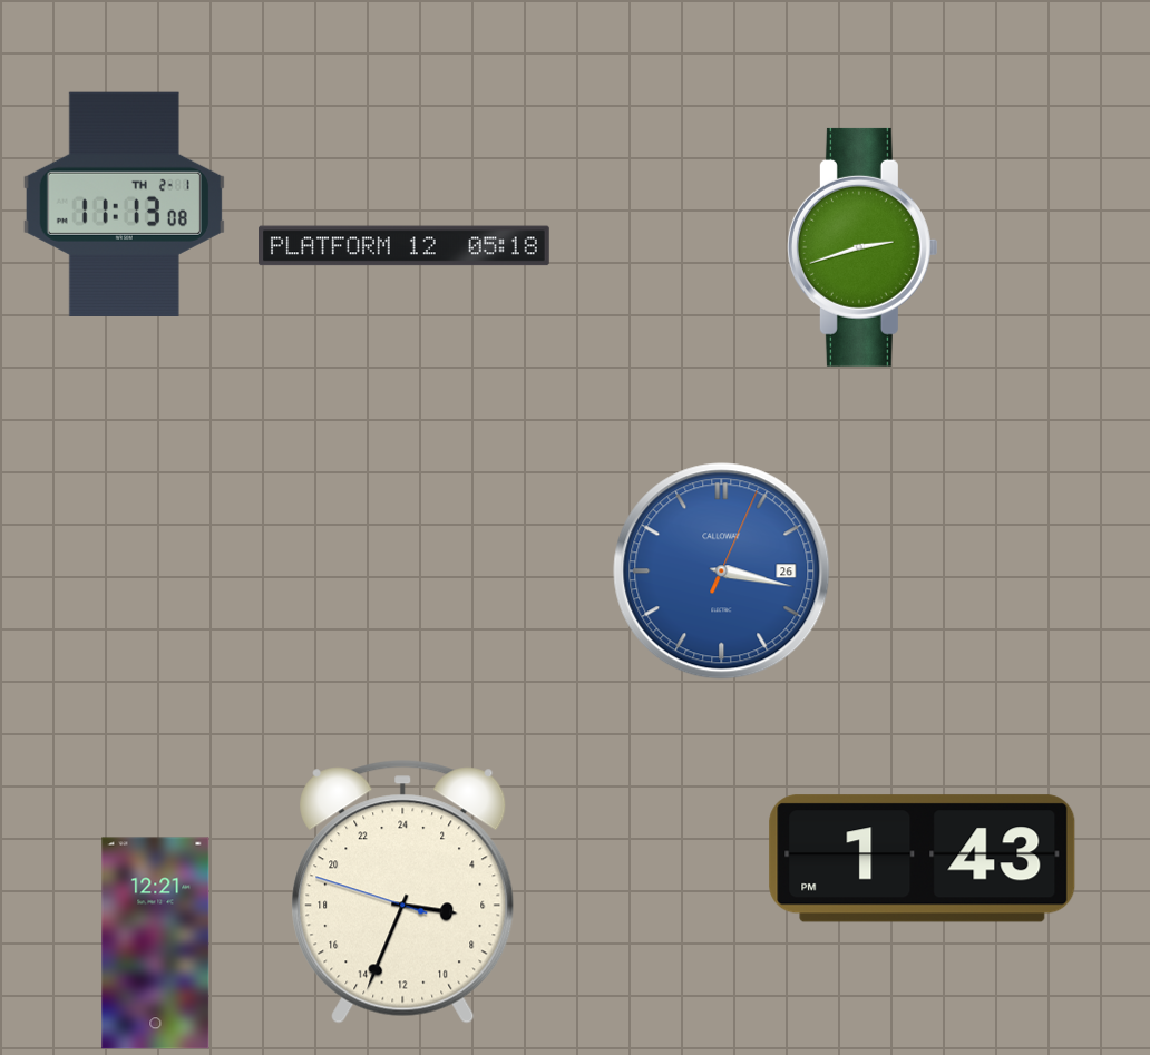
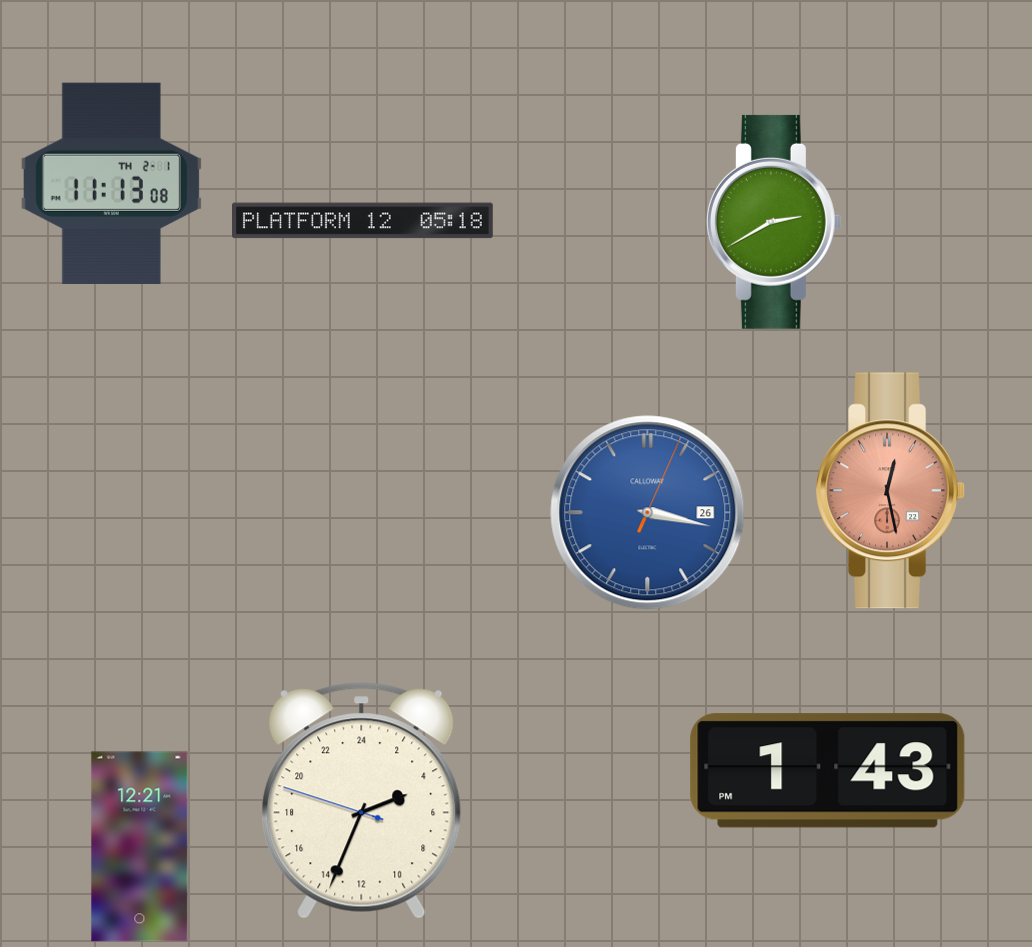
clock at (862, 247): 2:42 -> 2:40
clock at (890, 491): none -> 12:28
clock at (403, 892): 6:33 -> 4:33
